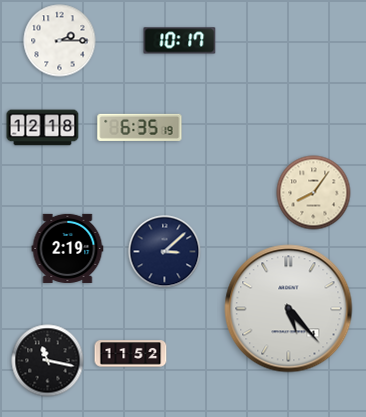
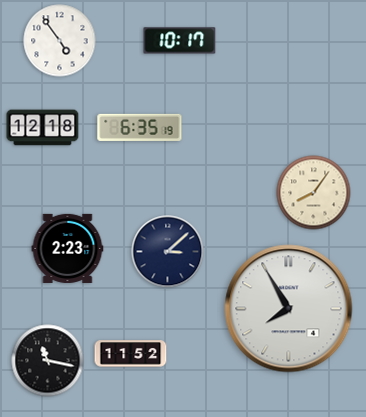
clock at (60, 41): 2:15 -> 4:54
clock at (68, 248): 2:19 -> 2:23
clock at (165, 252) position: (165, 252) -> (168, 252)
clock at (289, 309): 5:23 -> 7:55
